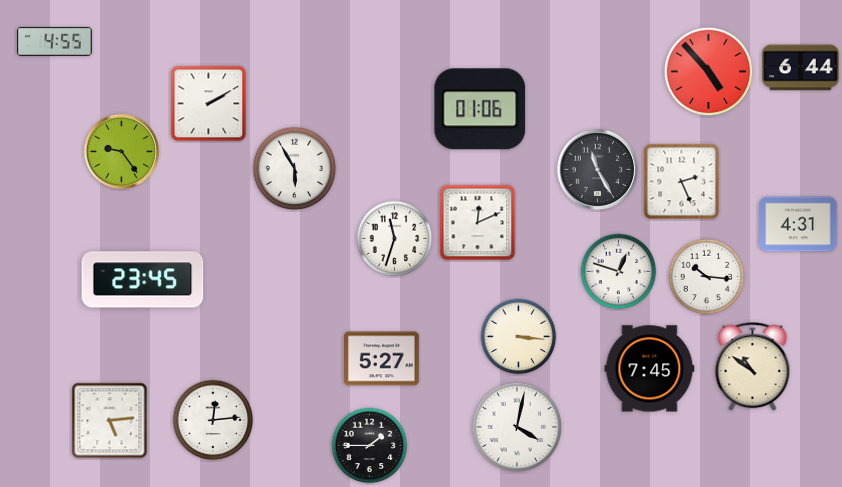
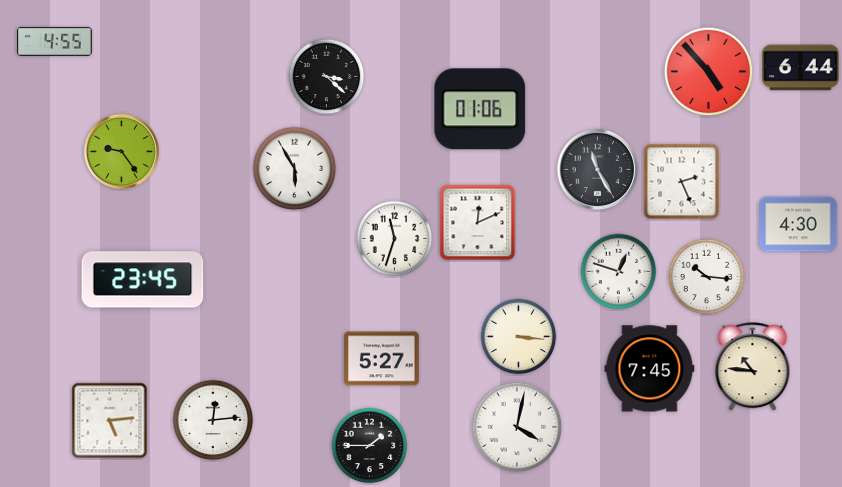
clock at (327, 77): none -> 3:22
clock at (209, 104): 2:10 -> none
clock at (798, 224): 4:31 -> 4:30
clock at (753, 367): 10:51 -> 10:46
